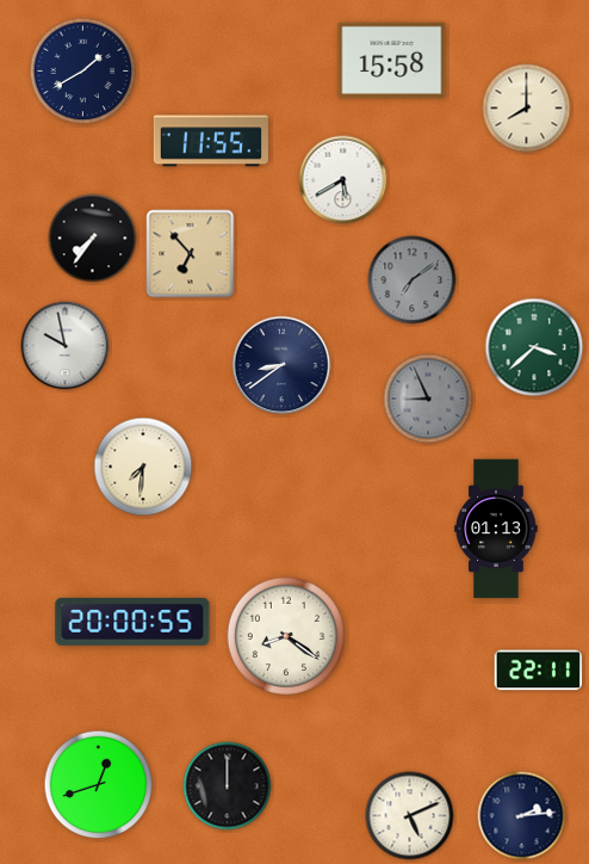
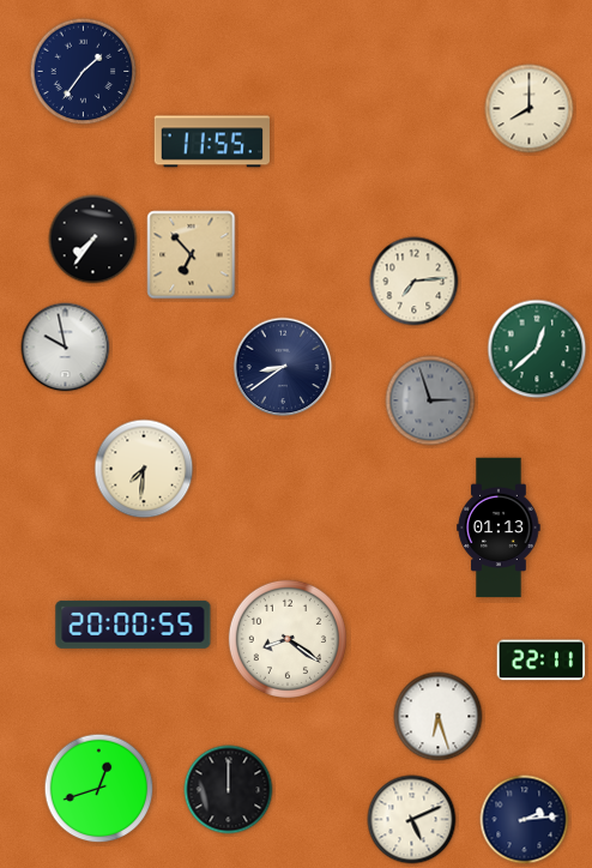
clock at (392, 60): 15:58 -> none
clock at (83, 72): 1:40 -> 1:36
clock at (343, 180): 5:40 -> none
clock at (413, 280): 7:09 -> 7:14
clock at (413, 280) dial: grey -> cream
clock at (534, 347): 3:38 -> 12:38
clock at (428, 399): 8:56 -> 2:57
clock at (496, 529) position: (496, 529) -> (499, 528)
clock at (539, 671) position: (539, 671) -> (542, 661)
clock at (439, 717): none -> 6:27
